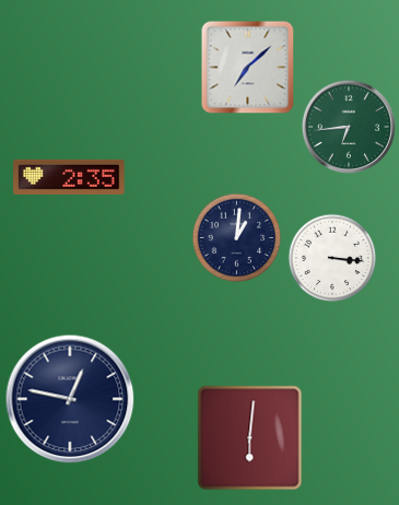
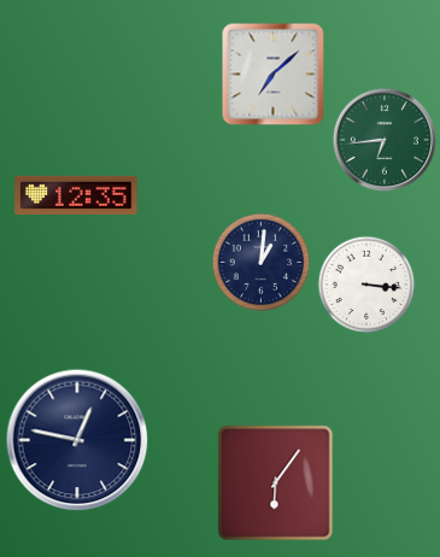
clock at (69, 177): 2:35 -> 12:35
clock at (250, 438): 6:01 -> 6:06
